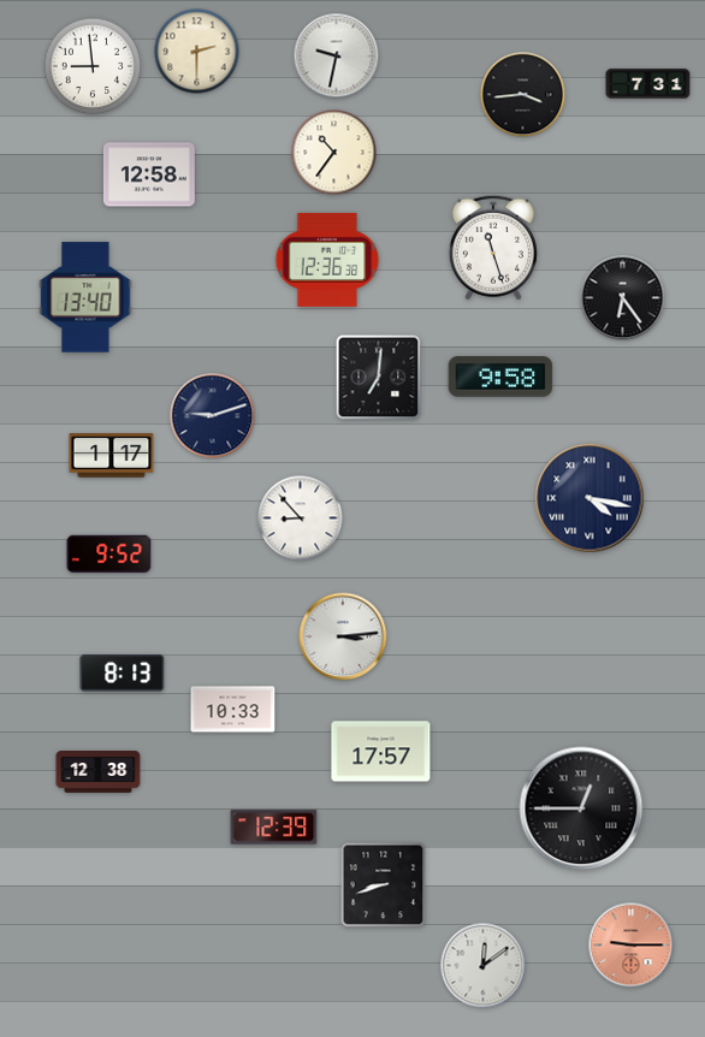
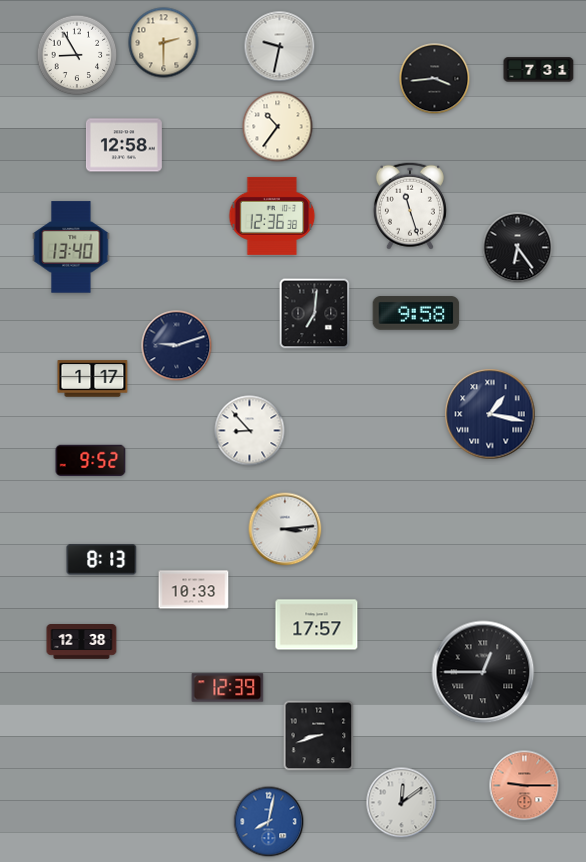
clock at (93, 66): 8:59 -> 8:55
clock at (590, 498): 4:17 -> 1:17
clock at (269, 822): none -> 8:02
